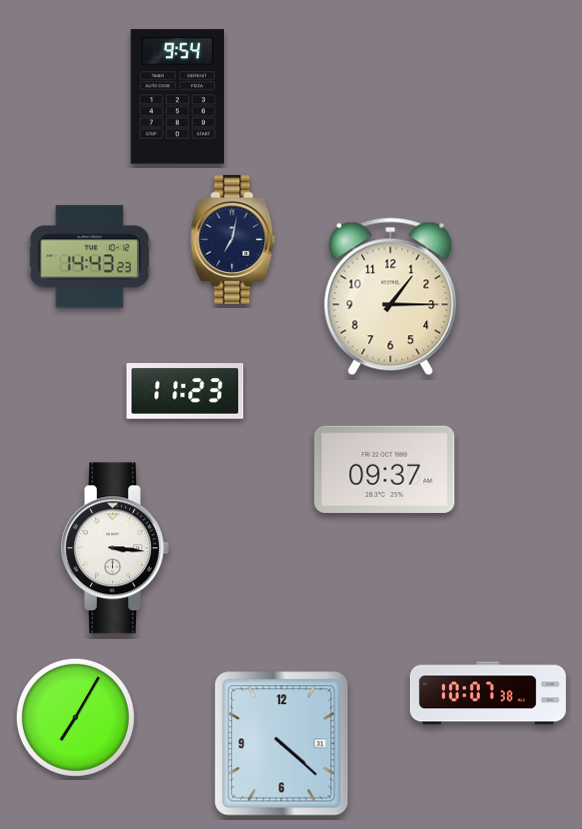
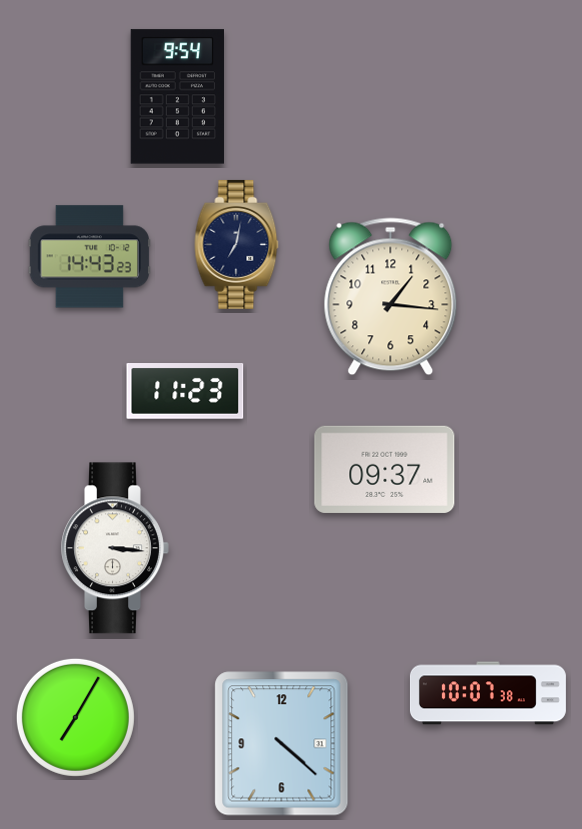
clock at (233, 239) position: (233, 239) -> (237, 244)
clock at (391, 297): 1:15 -> 1:16
